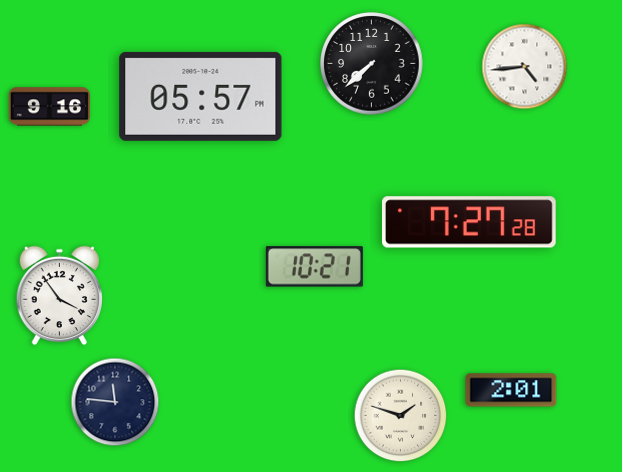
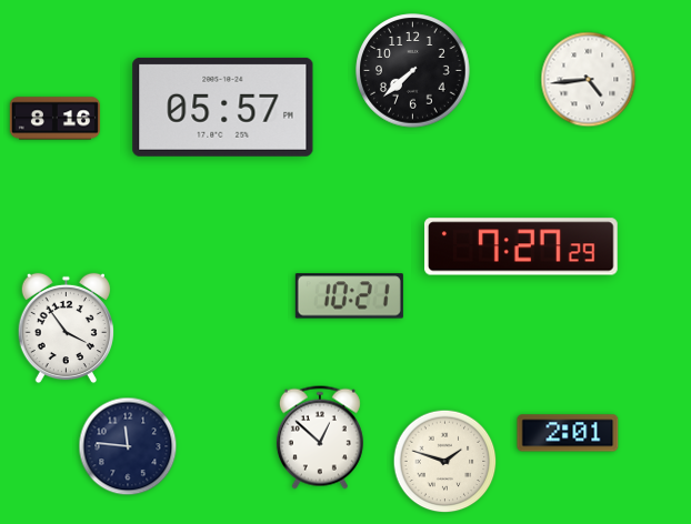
clock at (525, 67) position: (525, 67) -> (589, 80)
clock at (49, 107): 9:16 -> 8:16
clock at (470, 222): 7:27:28 -> 7:27:29
clock at (320, 437): none -> 12:52
